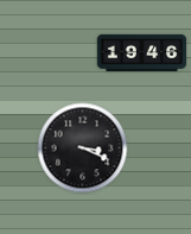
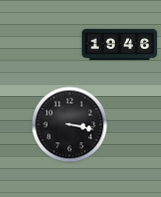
clock at (83, 148): 3:19 -> 3:17
